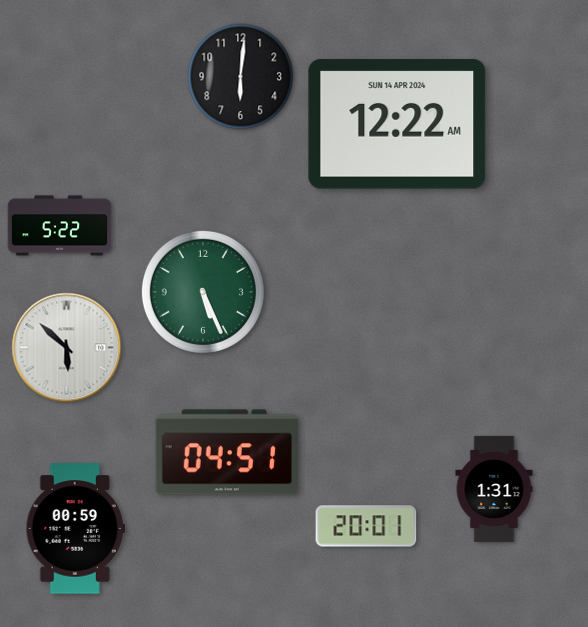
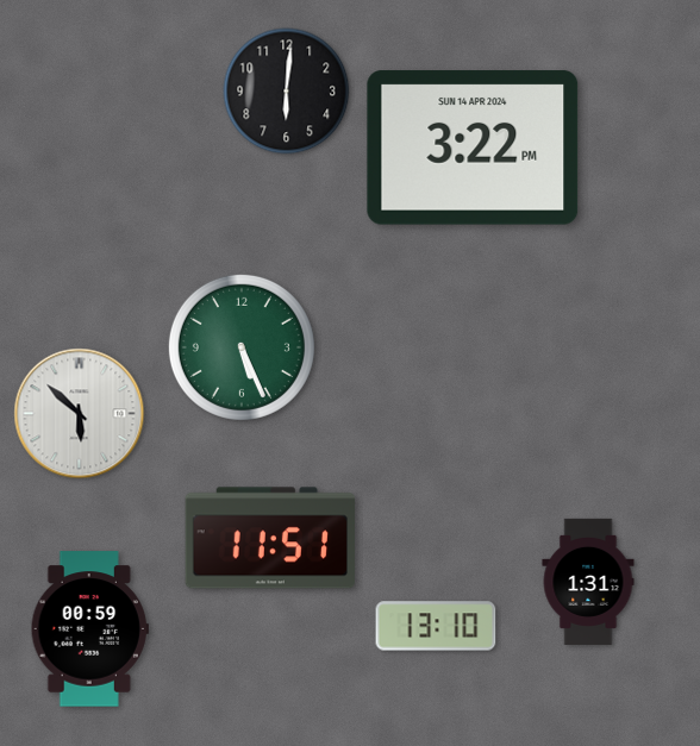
clock at (397, 124): 12:22 -> 3:22
clock at (60, 226): 5:22 -> none
clock at (226, 452): 04:51 -> 11:51
clock at (366, 526): 20:01 -> 13:10
